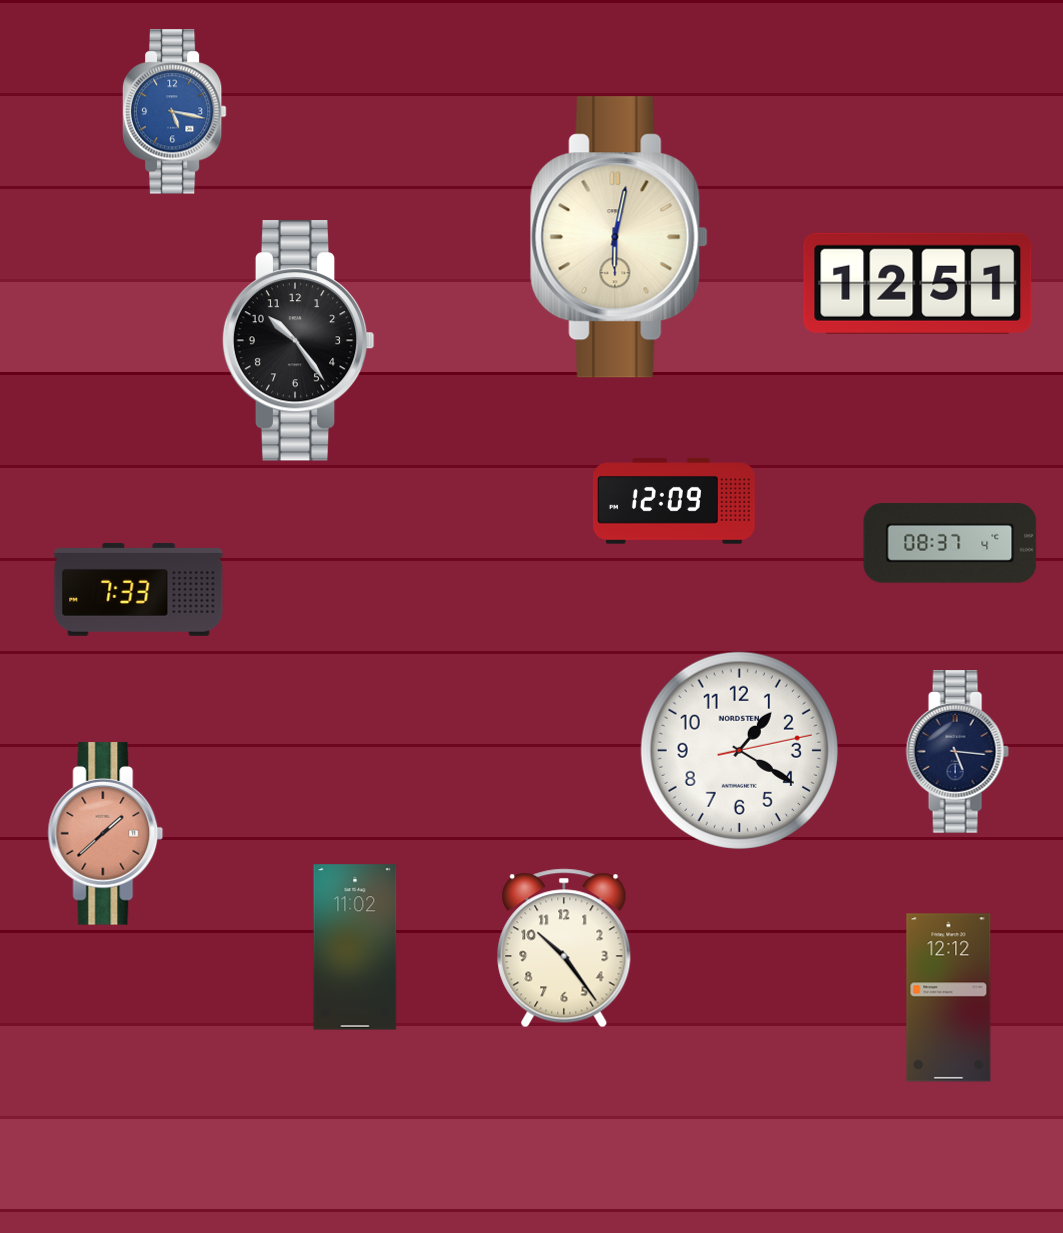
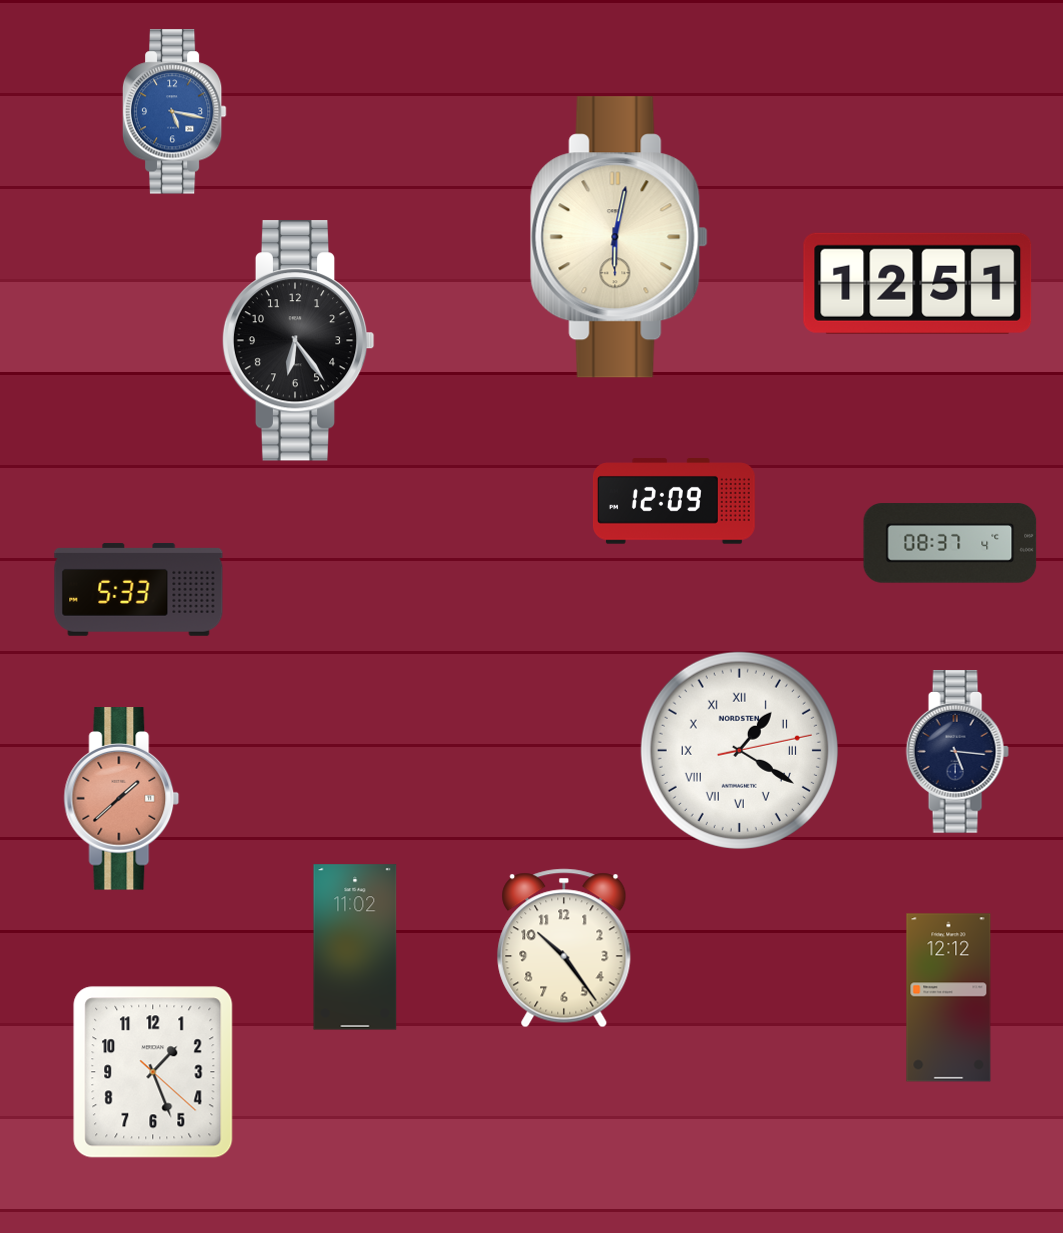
clock at (298, 341): 10:24 -> 6:24
clock at (139, 590): 7:33 -> 5:33
clock at (739, 750) numerals: Arabic -> Roman
clock at (106, 834) position: (106, 834) -> (122, 799)
clock at (153, 1072): none -> 1:26
